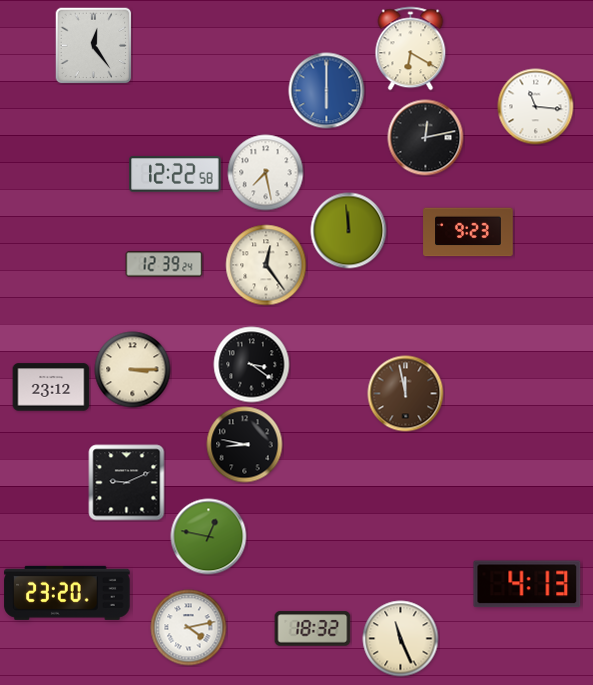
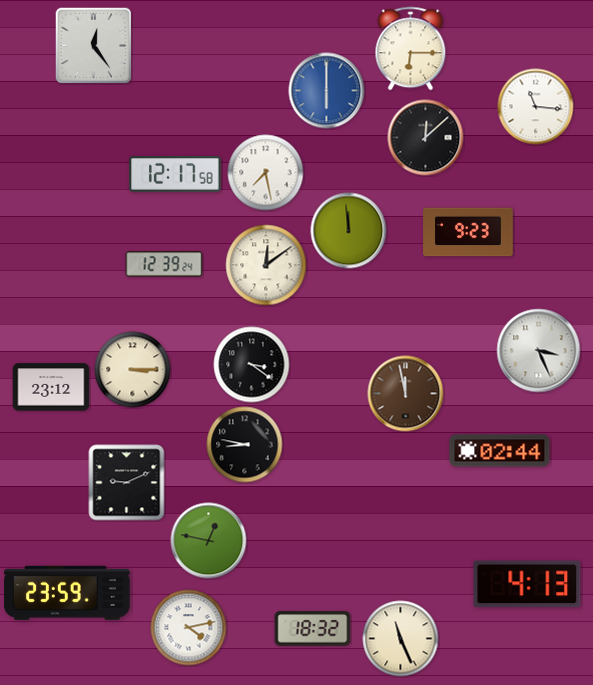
clock at (411, 49): 6:20 -> 6:15
clock at (426, 138): 12:13 -> 12:08
clock at (175, 174): 12:22 -> 12:17
clock at (266, 265): 12:24 -> 12:09
clock at (539, 351): none -> 3:26
clock at (500, 451): none -> 02:44
clock at (209, 537) position: (209, 537) -> (209, 541)
clock at (67, 593): 23:20 -> 23:59
